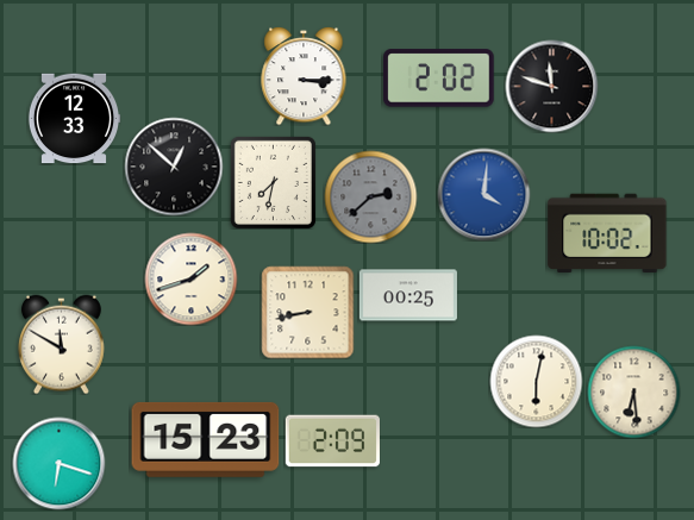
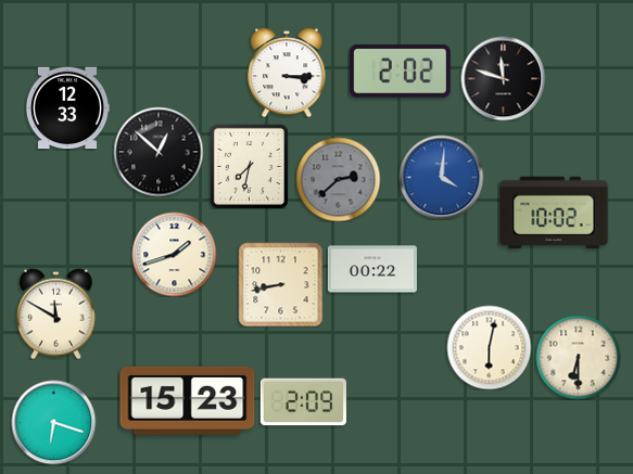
clock at (304, 76) position: (304, 76) -> (287, 73)
clock at (408, 295): 00:25 -> 00:22
clock at (633, 391): 6:29 -> 6:30
